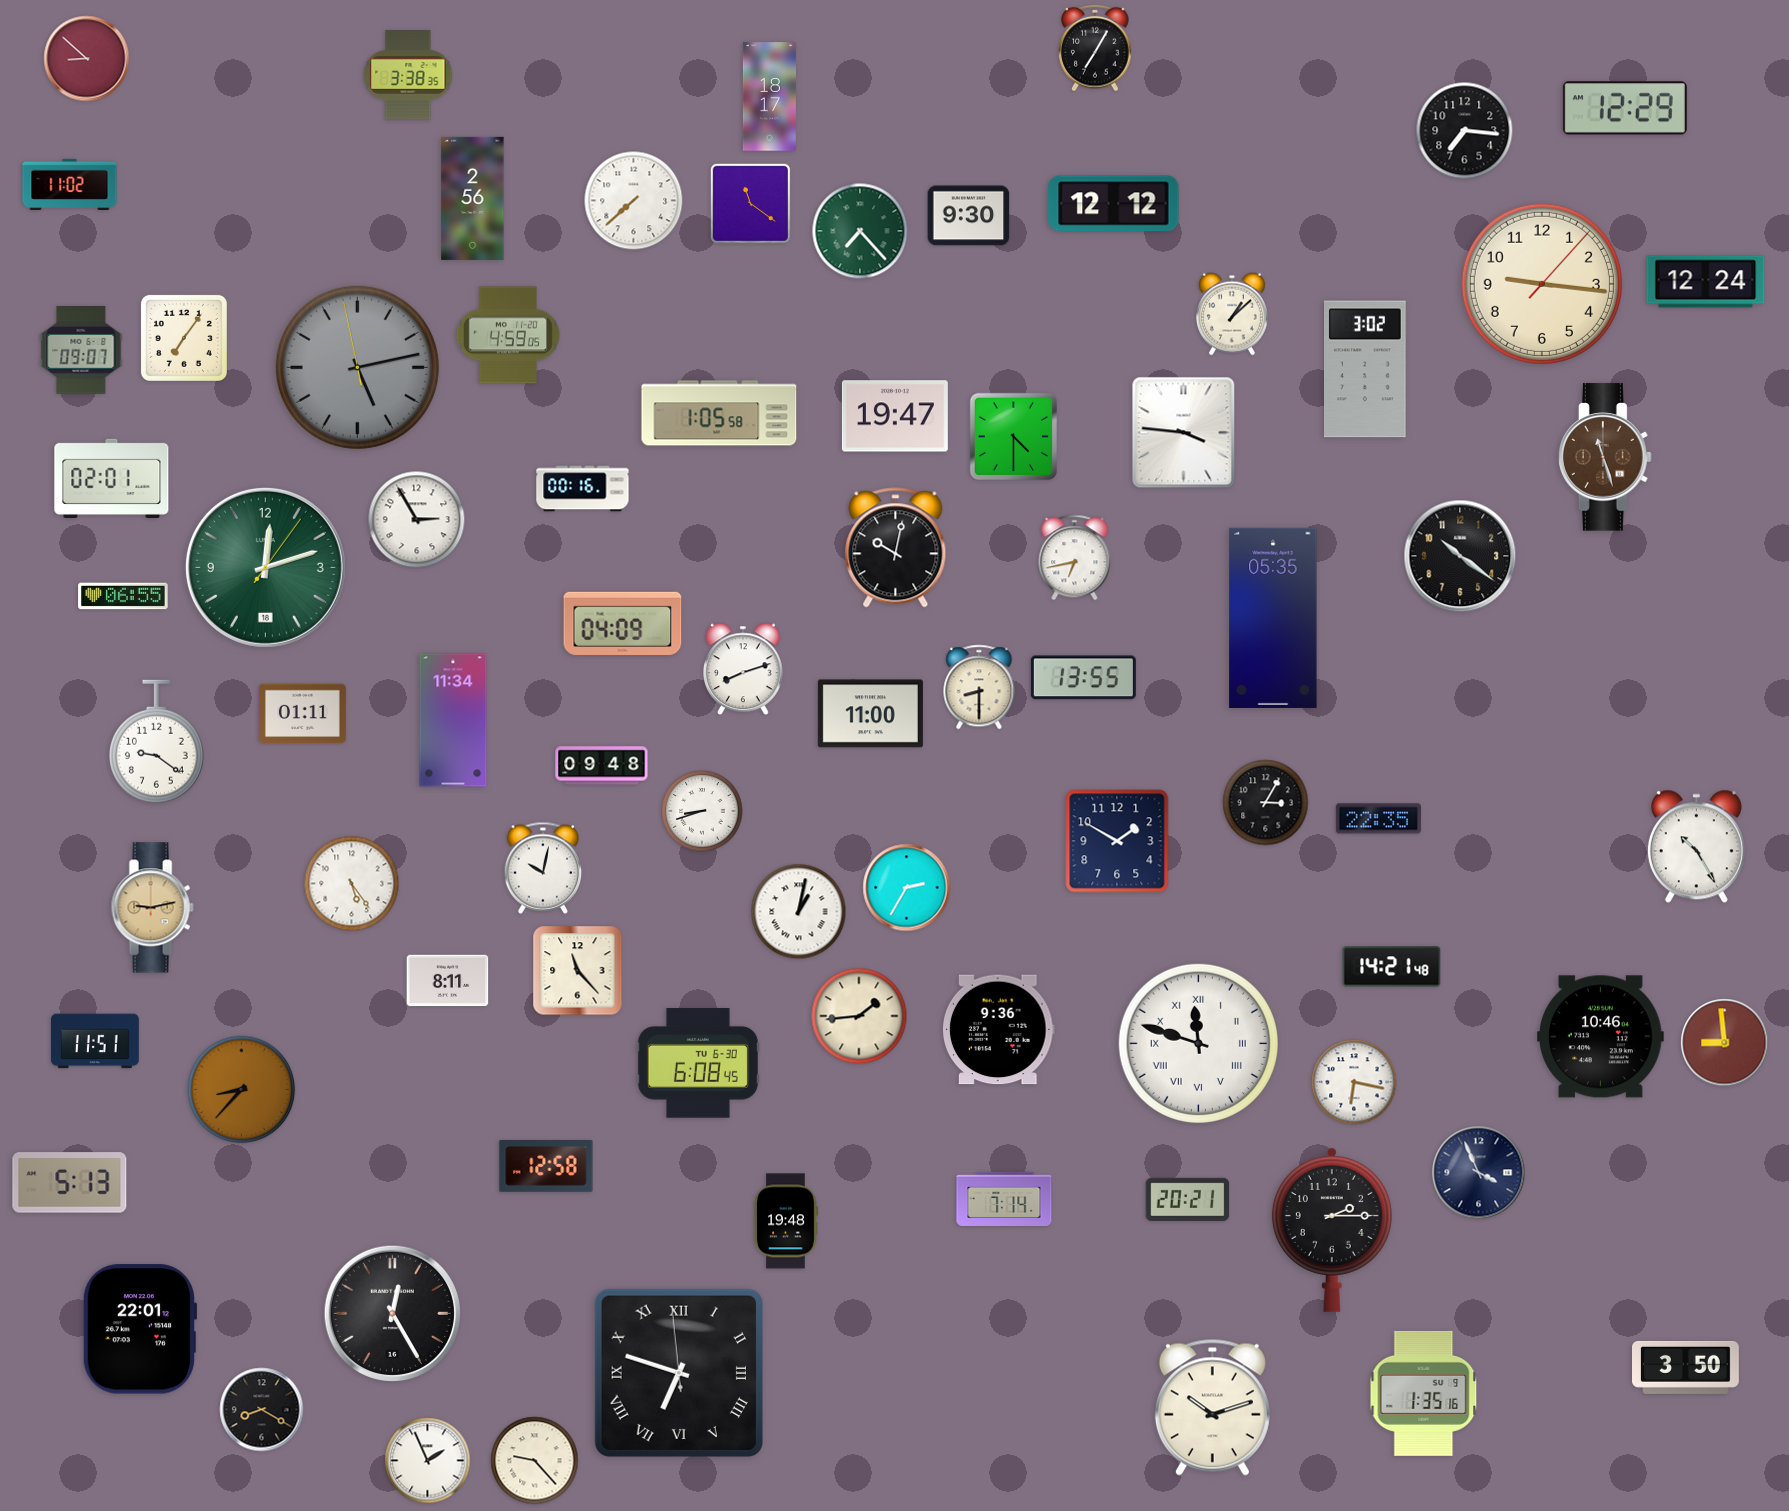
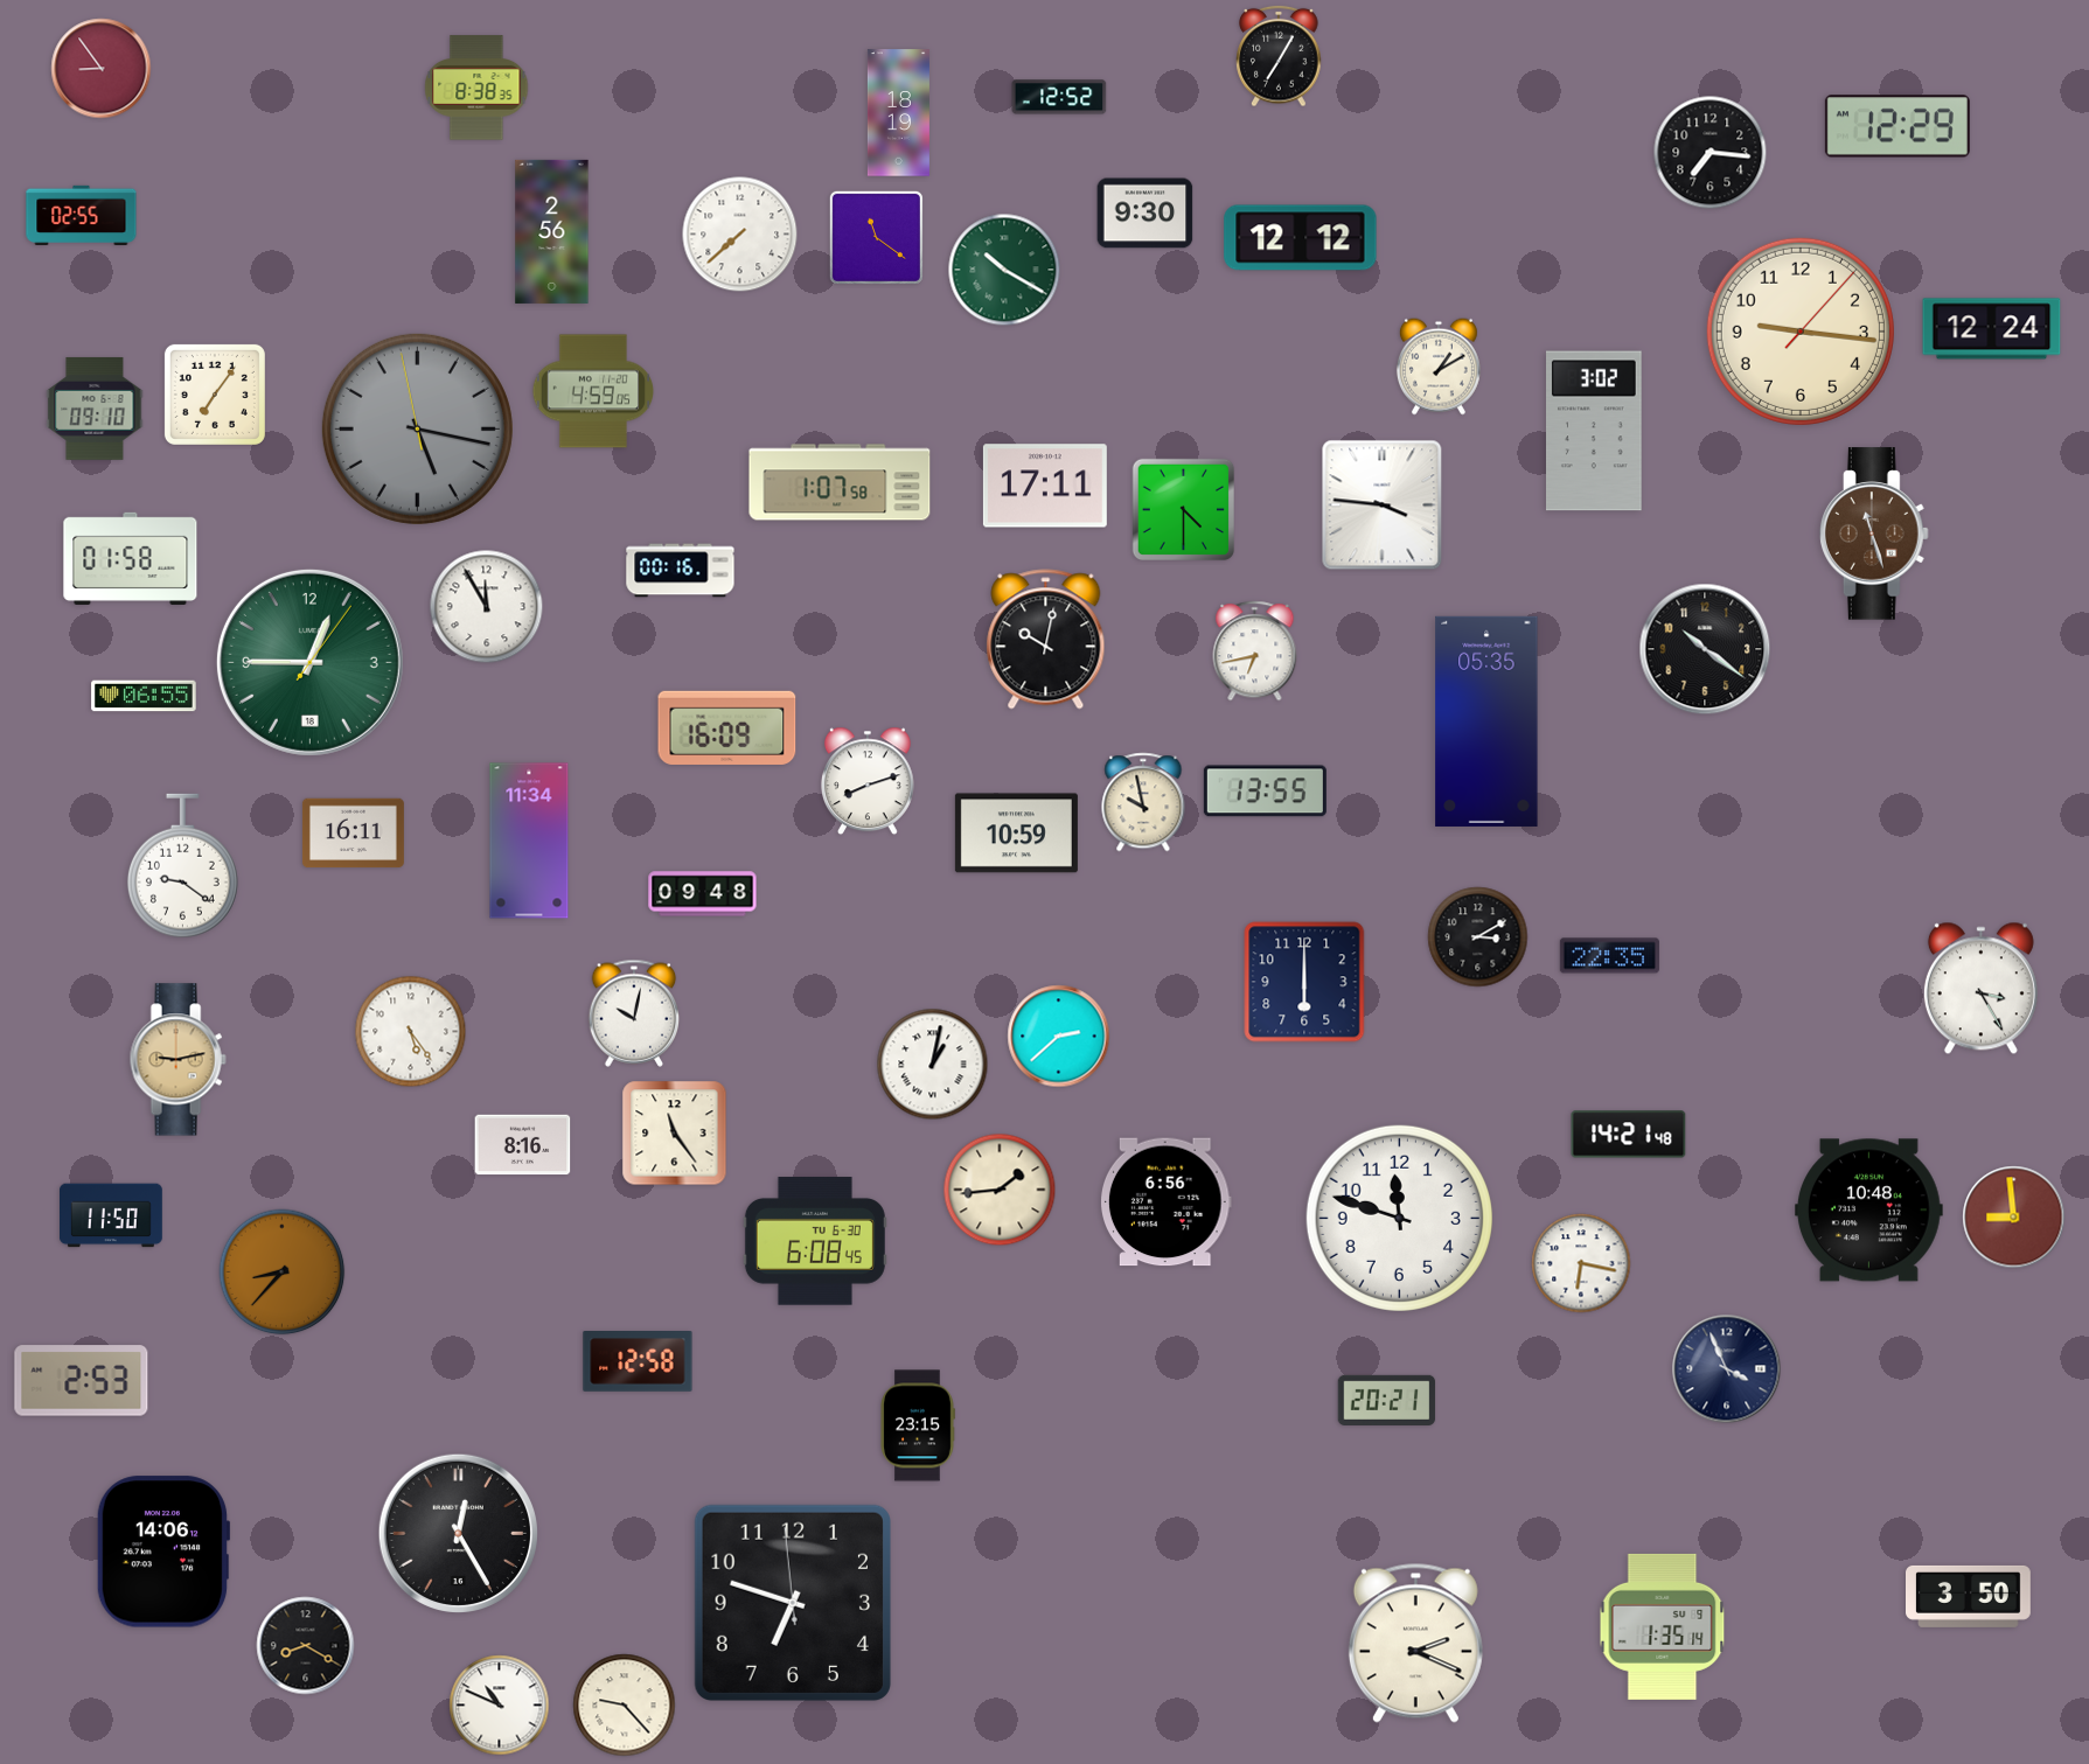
clock at (87, 59): 8:52 -> 8:54
clock at (408, 75): 3:38 -> 8:38
clock at (1059, 97): none -> 12:52
clock at (769, 97): 18:17 -> 18:19
clock at (70, 184): 11:02 -> 02:55
clock at (969, 216) position: (969, 216) -> (1146, 214)
clock at (860, 231): 7:23 -> 10:20
clock at (1232, 314): 1:08 -> 1:10
clock at (81, 350): 09:07 -> 09:10
clock at (357, 367): 5:12 -> 5:16
clock at (719, 413): 1:05 -> 1:07
clock at (895, 416): 19:47 -> 17:11
clock at (112, 478): 02:01 -> 01:58
clock at (417, 520): 2:55 -> 11:55
clock at (265, 567): 12:12 -> 12:45
clock at (623, 623): 04:09 -> 16:09
clock at (979, 687): 8:30 -> 9:58
clock at (302, 714): 01:11 -> 16:11
clock at (870, 714): 11:00 -> 10:59
clock at (1266, 803): 3:05 -> 3:10
clock at (702, 811): 8:42 -> none
clock at (1117, 841): 1:50 -> 6:00
clock at (1696, 847): 10:25 -> 3:25
clock at (907, 888): 2:35 -> 2:38
clock at (1392, 967) position: (1392, 967) -> (1629, 1135)
clock at (578, 971): 11:23 -> 11:24
clock at (448, 981): 8:11 -> 8:16
clock at (859, 1016) position: (859, 1016) -> (1000, 1190)
clock at (998, 1030): 9:36 -> 6:56
clock at (1601, 1037): 10:46 -> 10:48
clock at (96, 1041): 11:51 -> 11:50
clock at (1198, 1043) numerals: Roman -> Arabic
clock at (70, 1183): 5:13 -> 2:53
clock at (1004, 1198): 7:14 -> none
clock at (786, 1221): 19:48 -> 23:15
clock at (1332, 1229): 2:15 -> none
clock at (140, 1329): 22:01 -> 14:06
clock at (679, 1373) numerals: Roman -> Arabic
clock at (1424, 1393): 1:35:16 -> 1:35:14
clock at (1212, 1407): 10:12 -> 2:19
clock at (428, 1461): 1:56 -> 10:49
